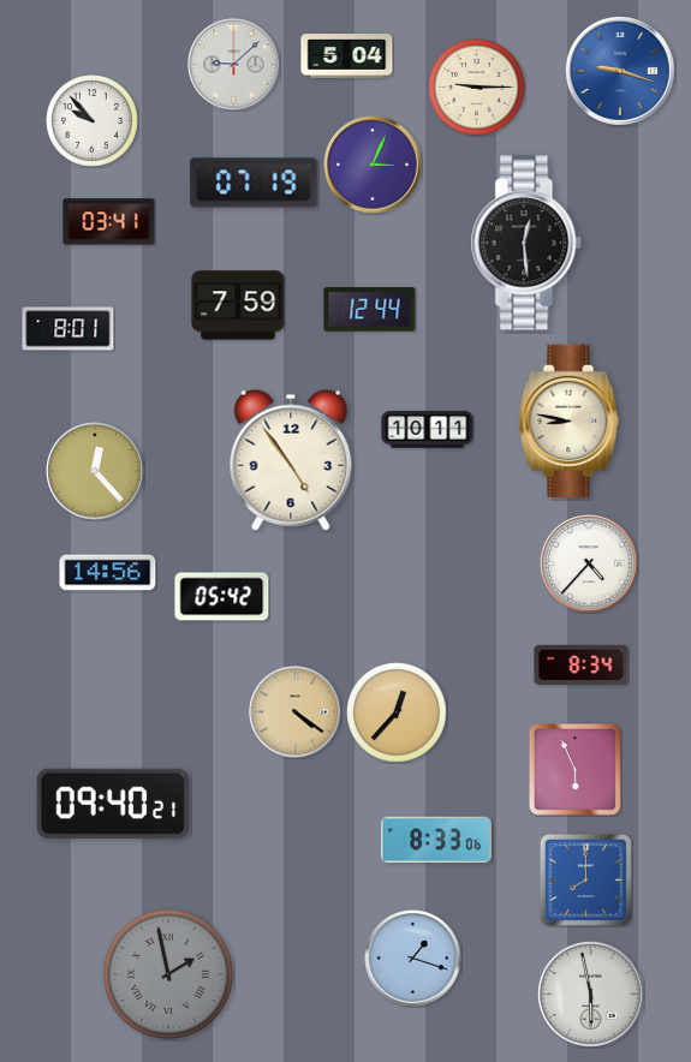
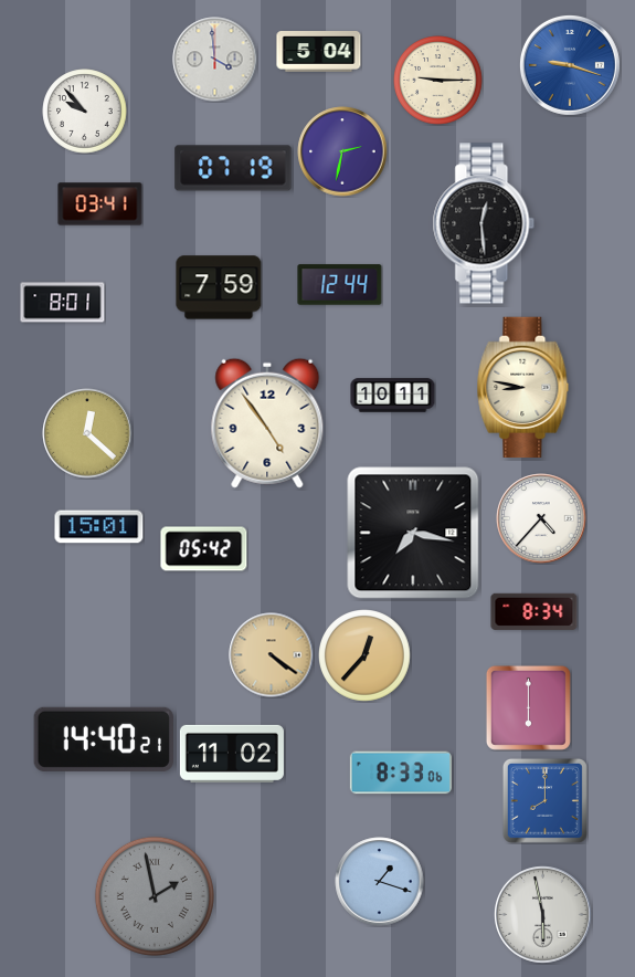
clock at (234, 65): 9:08 -> 3:59
clock at (373, 165): 3:04 -> 2:32
clock at (238, 305) position: (238, 305) -> (219, 287)
clock at (95, 471): 12:23 -> 12:22
clock at (108, 573): 14:56 -> 15:01
clock at (413, 533): none -> 7:17
clock at (574, 769): 5:56 -> 6:00
clock at (112, 804): 09:40 -> 14:40
clock at (232, 754): none -> 11:02
clock at (585, 879) position: (585, 879) -> (544, 800)
